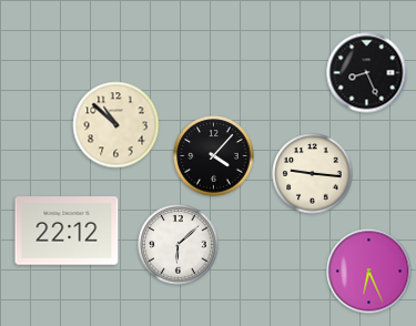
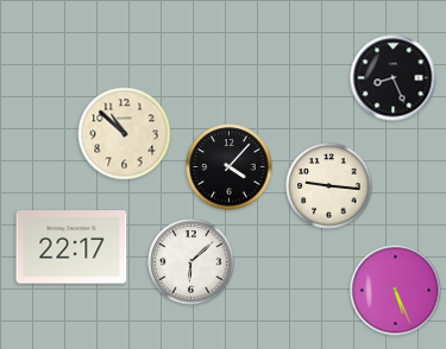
clock at (313, 174) position: (313, 174) -> (329, 186)
clock at (67, 231): 22:12 -> 22:17
clock at (369, 272): 6:26 -> 5:26
